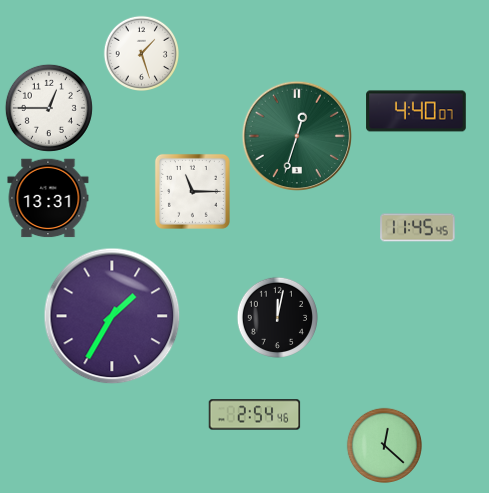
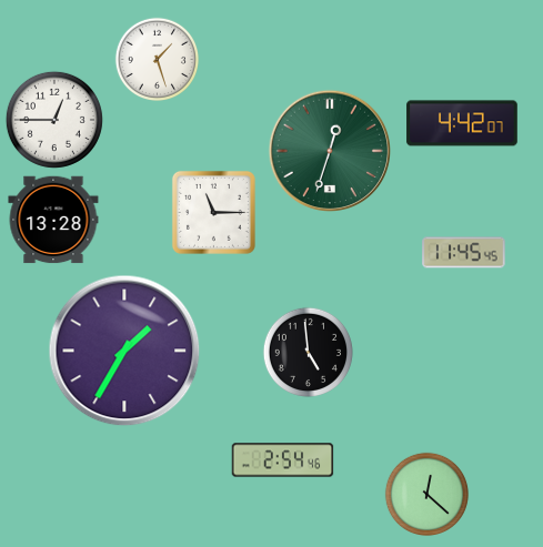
clock at (416, 111): 4:40 -> 4:42
clock at (48, 198): 13:31 -> 13:28
clock at (277, 317): 12:02 -> 4:59
